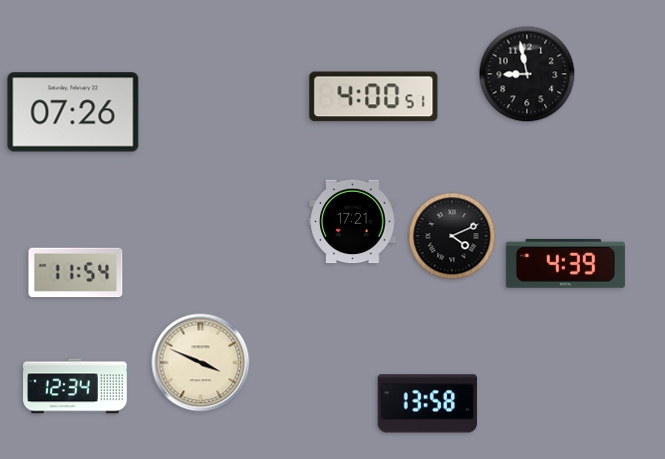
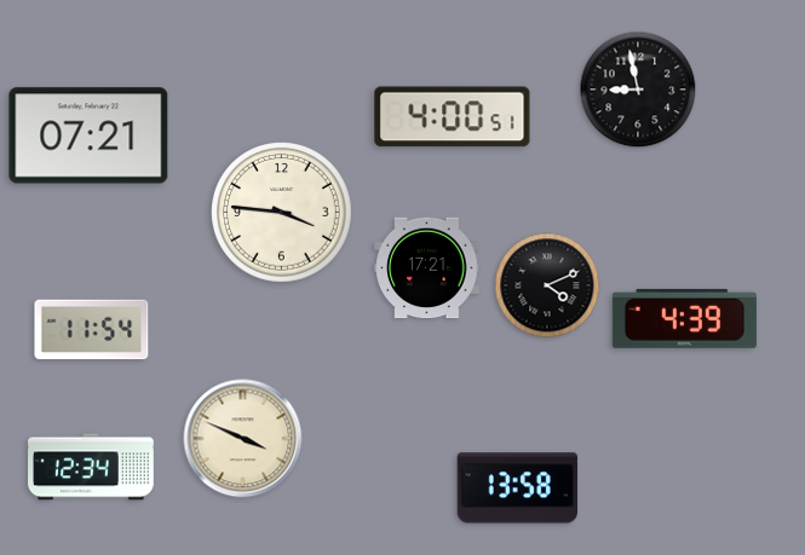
clock at (73, 112): 07:26 -> 07:21
clock at (282, 213): none -> 3:46
